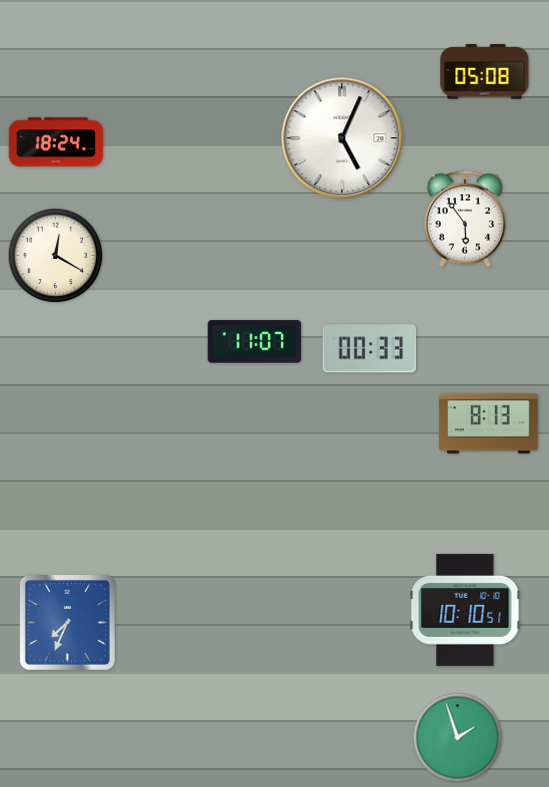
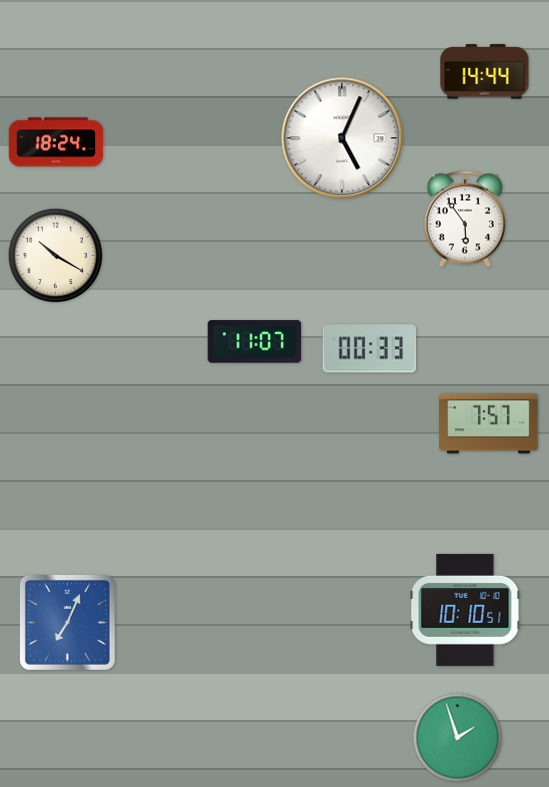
clock at (485, 72): 05:08 -> 14:44
clock at (56, 256): 12:20 -> 10:20
clock at (489, 424): 8:13 -> 7:57
clock at (67, 622): 7:34 -> 7:04
